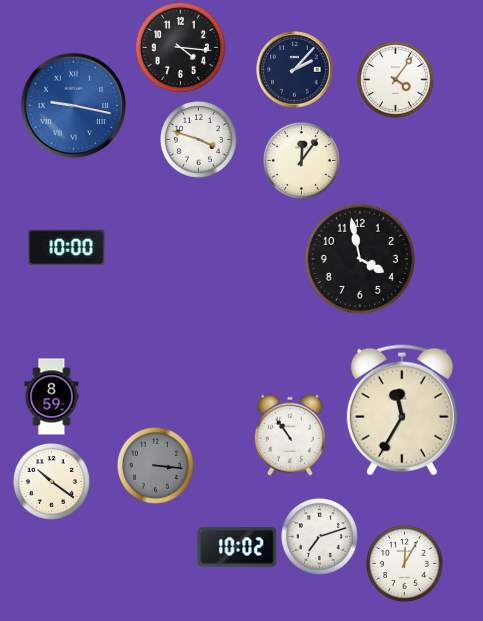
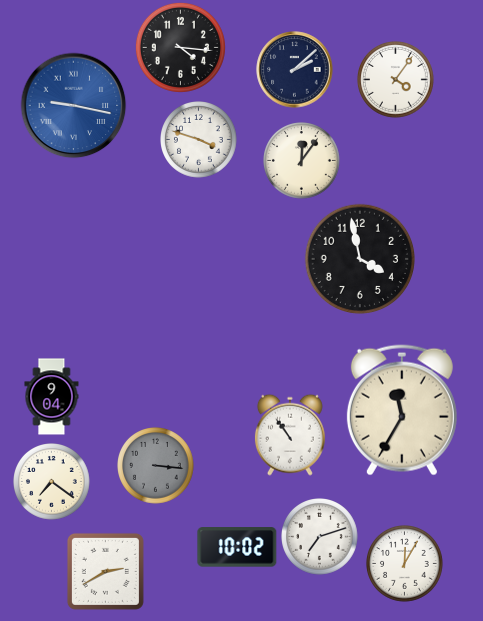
clock at (295, 70): 2:07 -> 2:08
clock at (67, 247): 10:00 -> none
clock at (52, 397): 8:59 -> 9:04
clock at (52, 482): 10:21 -> 7:21
clock at (105, 571): none -> 2:40
